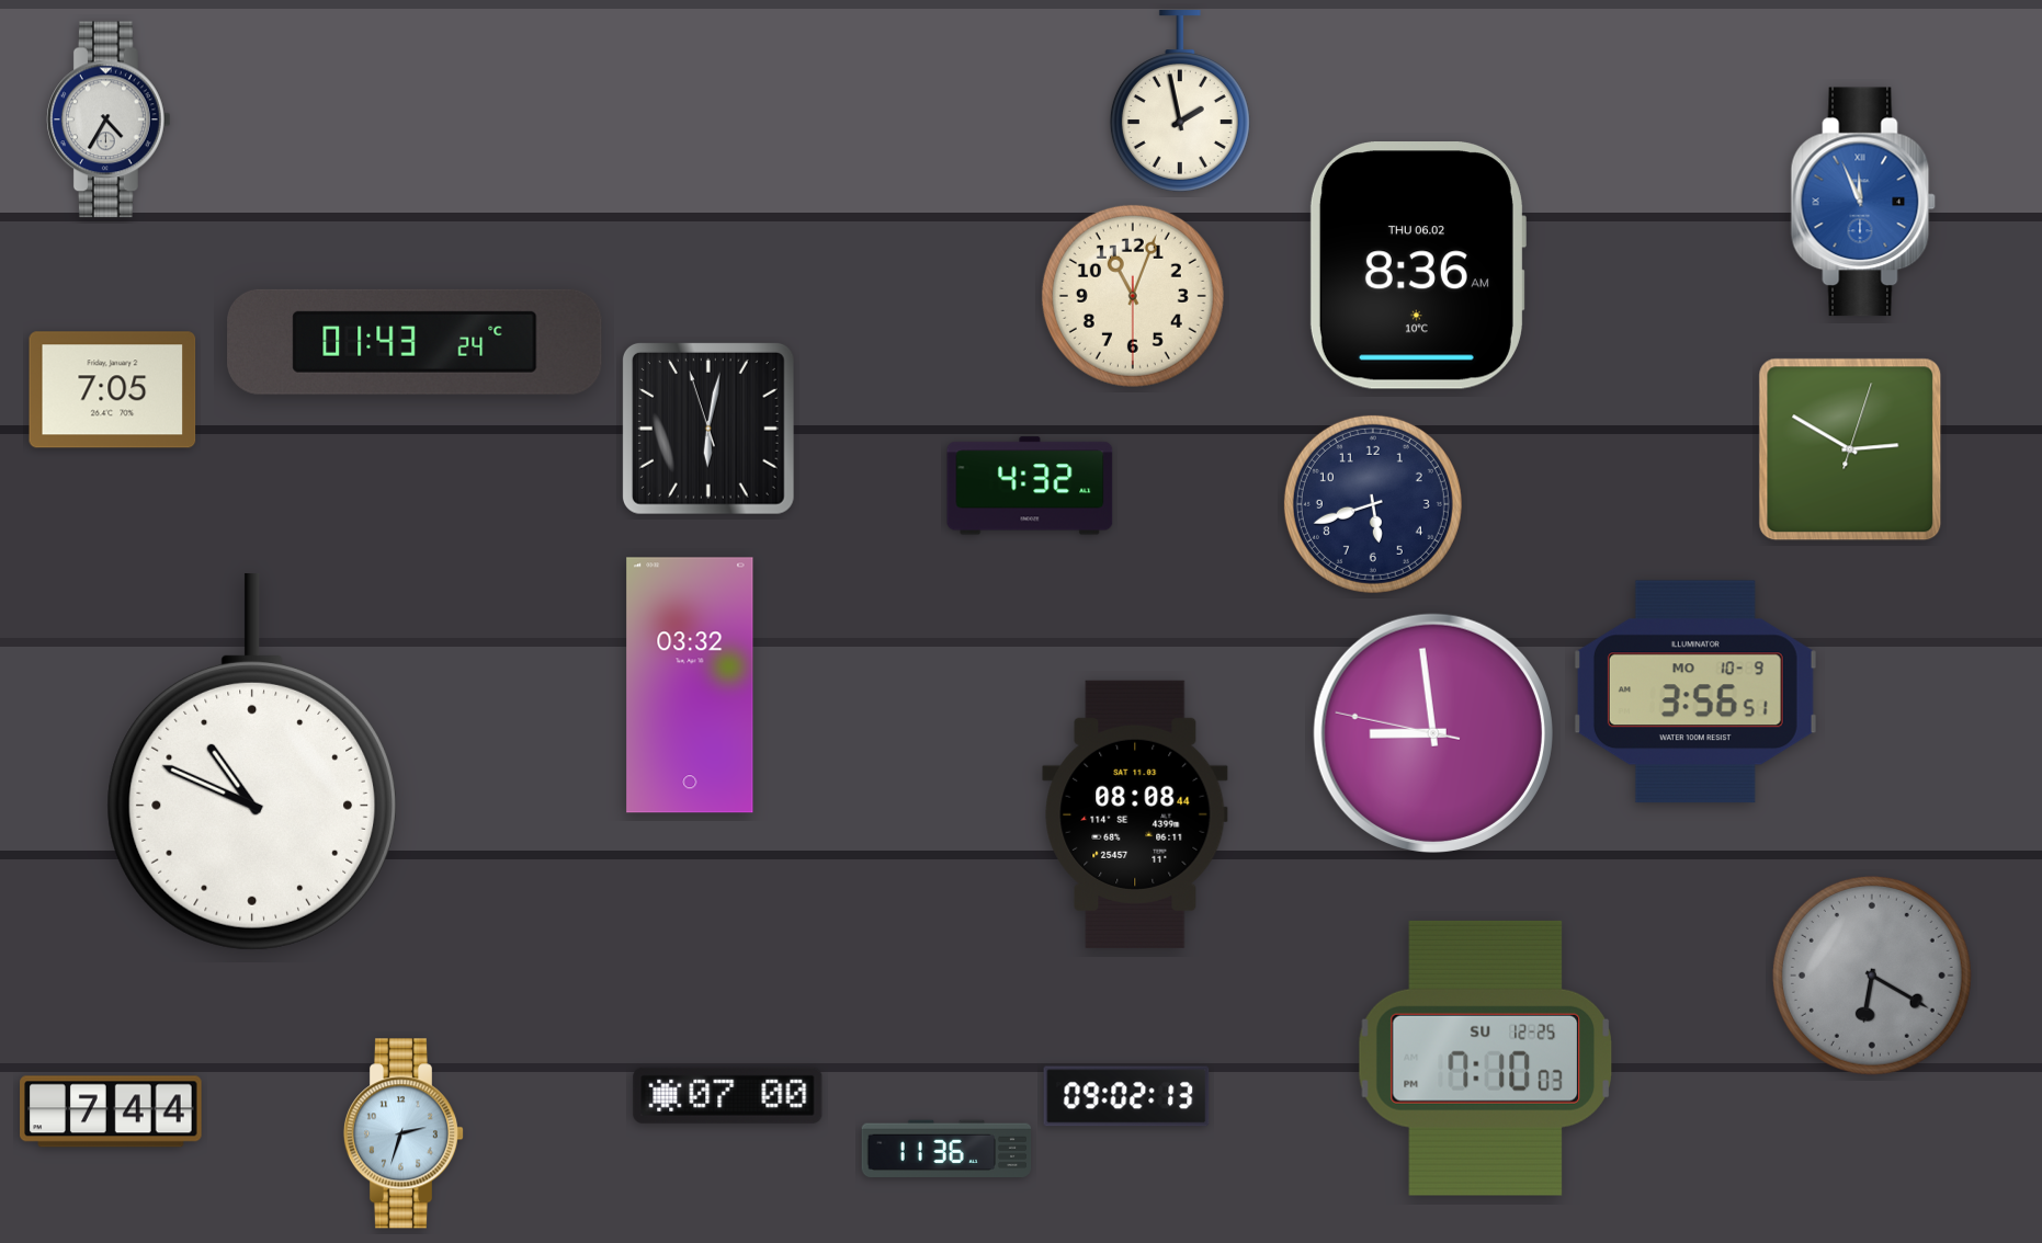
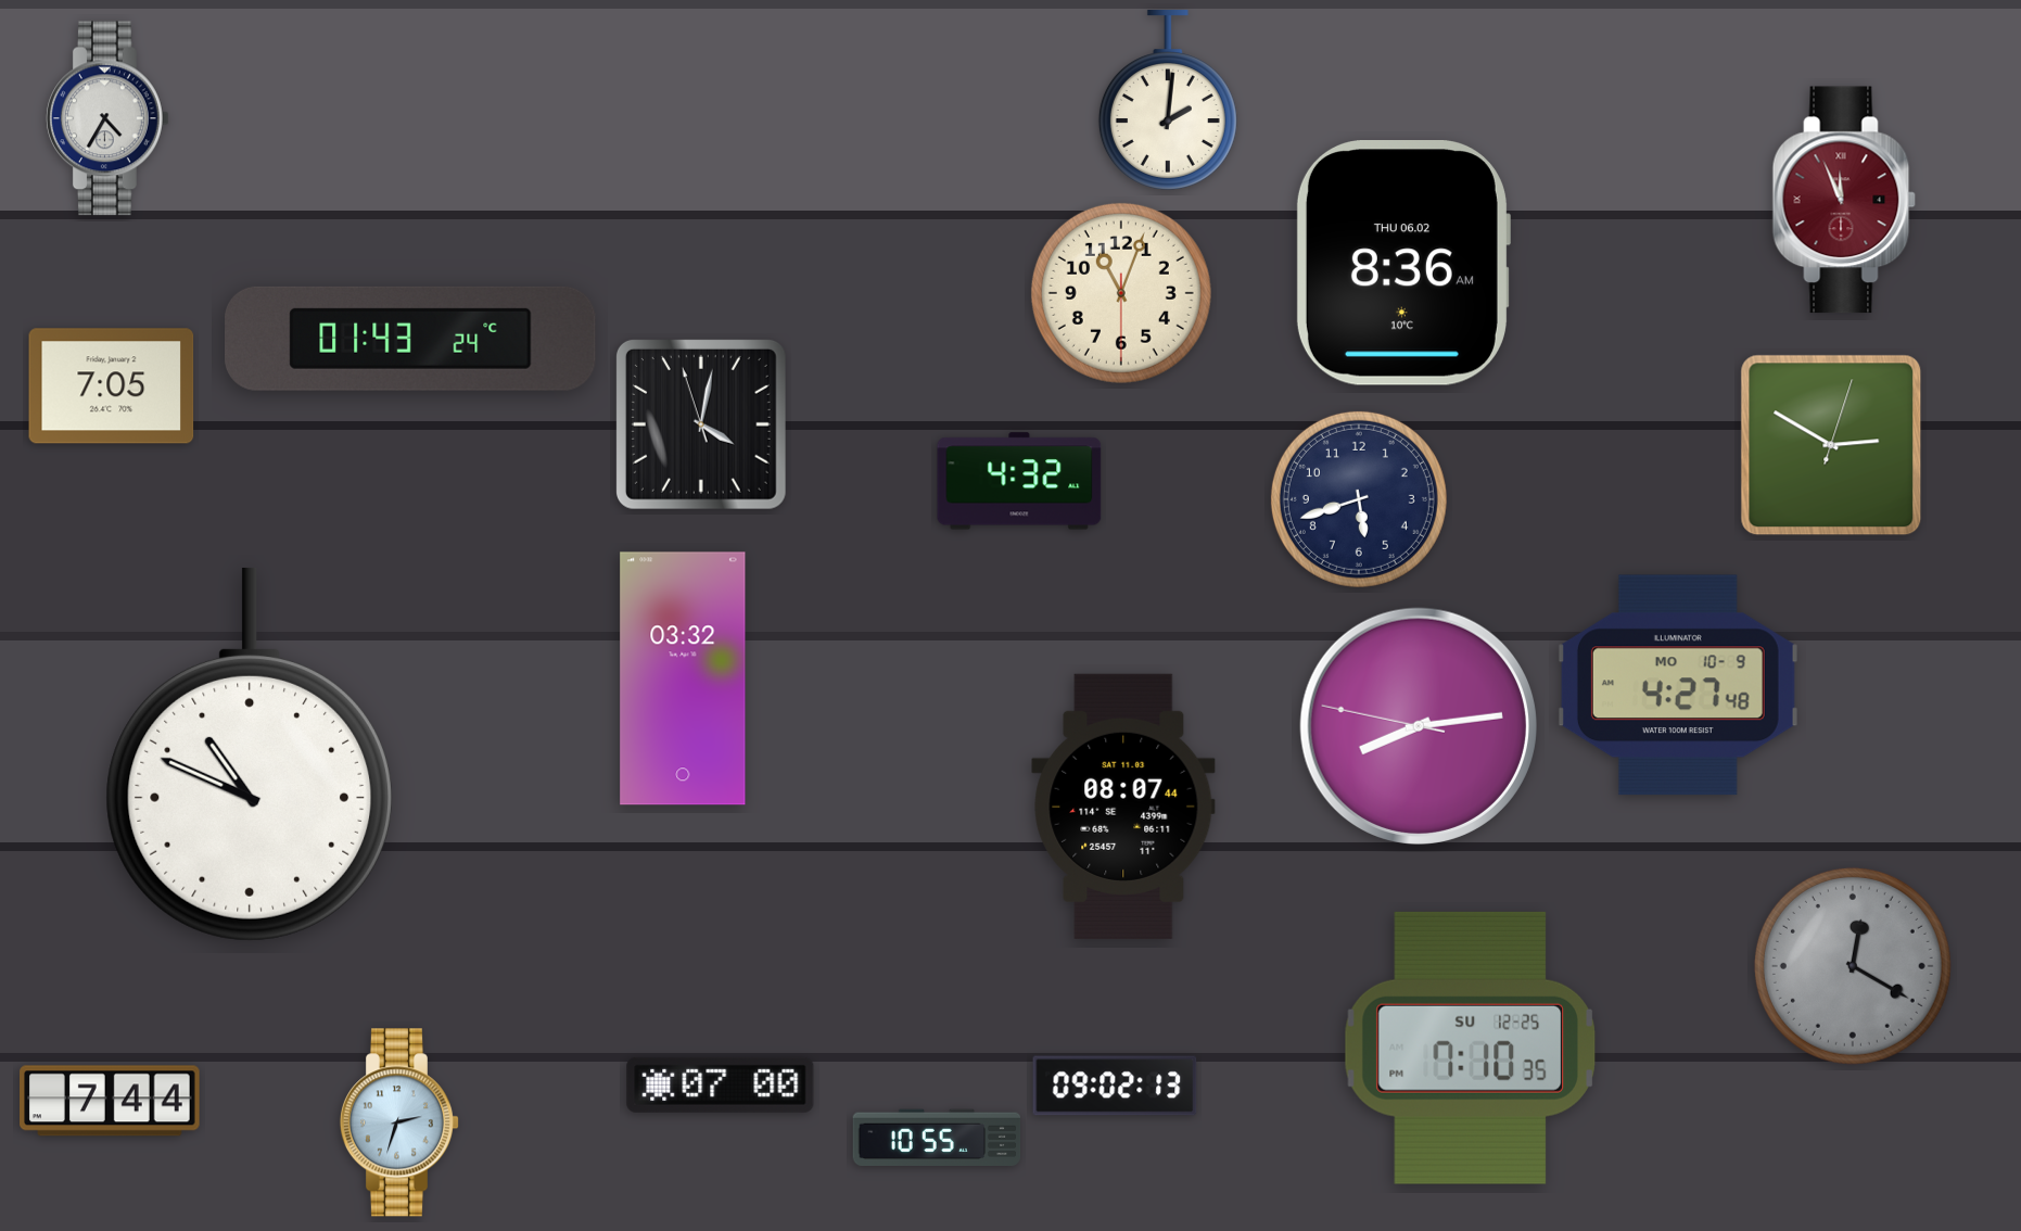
clock at (1180, 101): 1:58 -> 2:01
clock at (1863, 202) dial: blue -> burgundy
clock at (708, 429): 6:01 -> 4:01
clock at (1695, 692): 3:56 -> 4:27
clock at (1433, 733): 8:58 -> 8:13
clock at (1135, 814): 08:08 -> 08:07
clock at (1872, 976): 6:20 -> 12:20
clock at (1485, 1058): 7:10:03 -> 7:10:35
clock at (946, 1149): 11:36 -> 10:55
